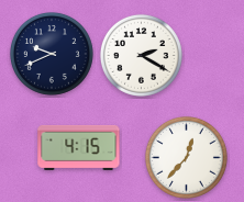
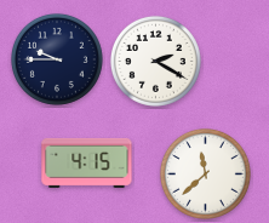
clock at (52, 54): 9:41 -> 9:45
clock at (186, 157): 12:37 -> 11:38
